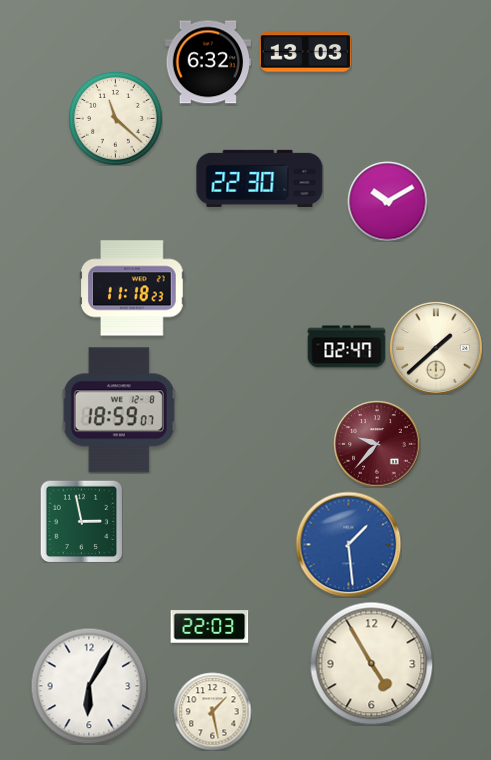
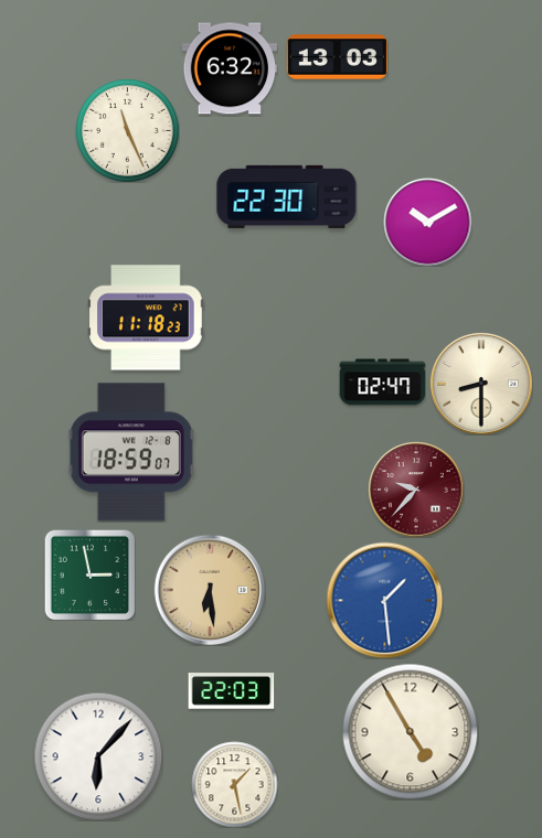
clock at (115, 118): 11:22 -> 11:26
clock at (436, 348): 1:38 -> 8:30
clock at (210, 590): none -> 6:29
clock at (89, 686): 6:05 -> 6:07
